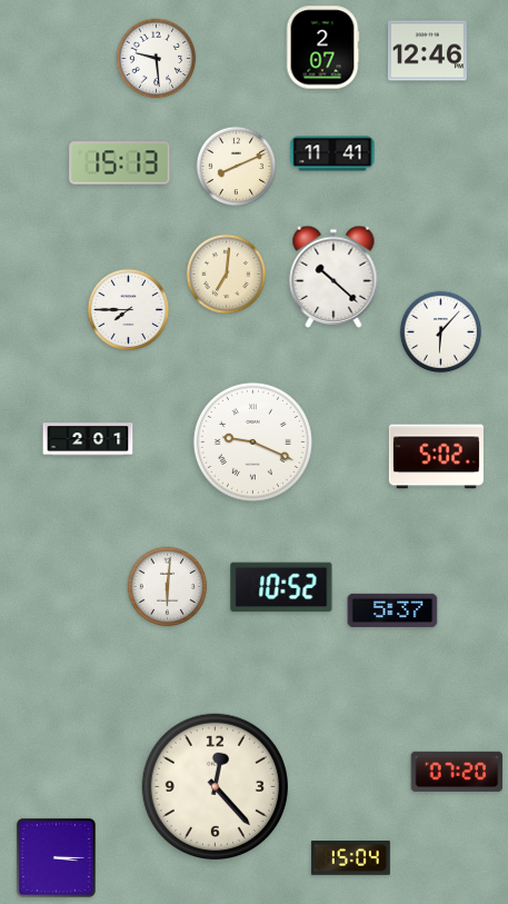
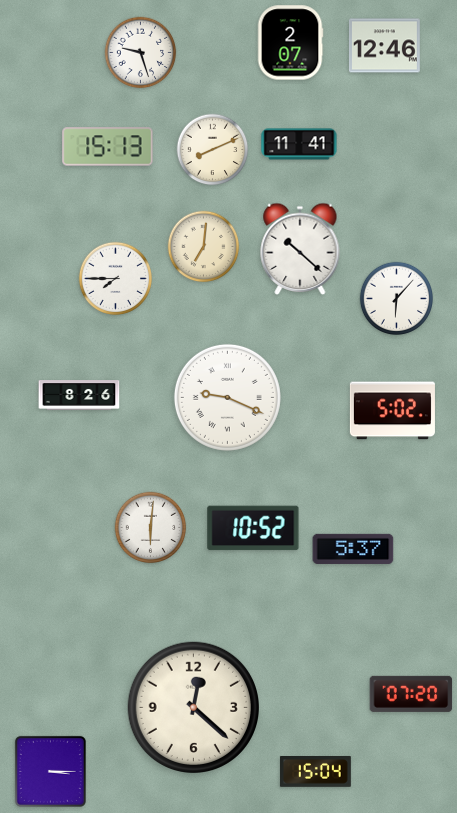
clock at (157, 59): 9:29 -> 9:27
clock at (332, 153) position: (332, 153) -> (299, 144)
clock at (88, 439): 2:01 -> 8:26
clock at (215, 786): 12:23 -> 12:22
